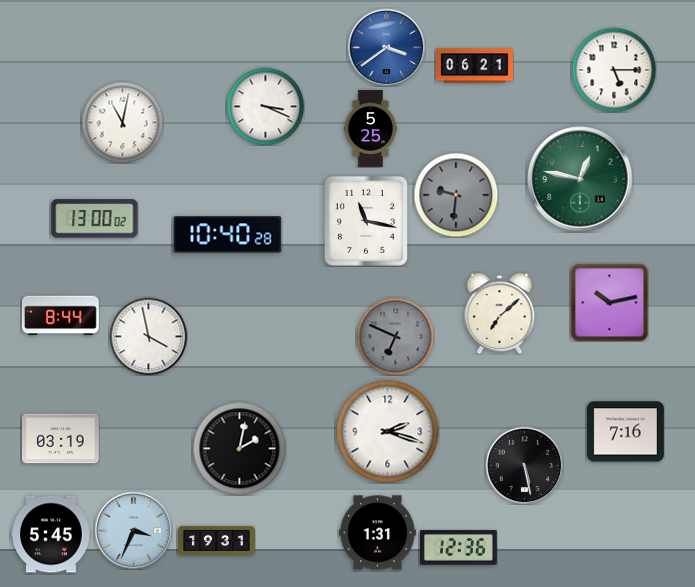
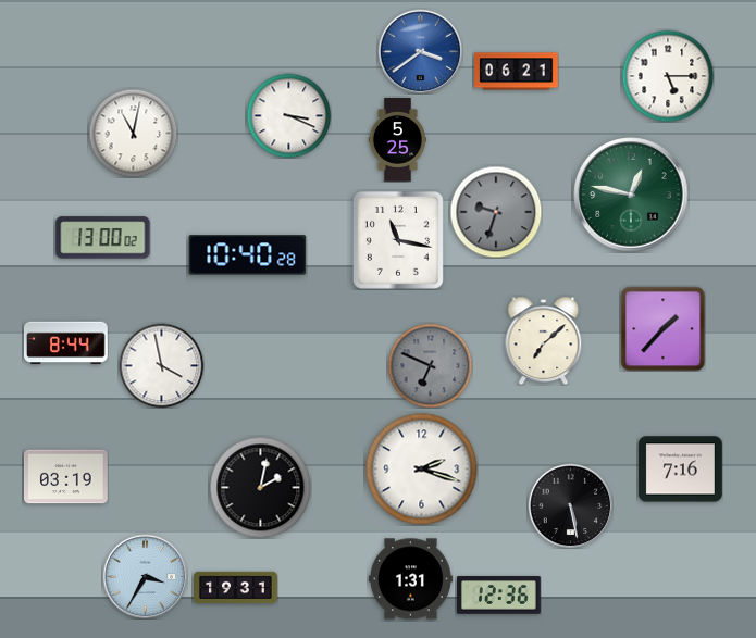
clock at (370, 129) position: (370, 129) -> (397, 140)
clock at (456, 195): 9:31 -> 9:33
clock at (609, 302): 10:13 -> 1:37
clock at (133, 530): 3:34 -> 3:35
clock at (51, 534): 5:45 -> none
